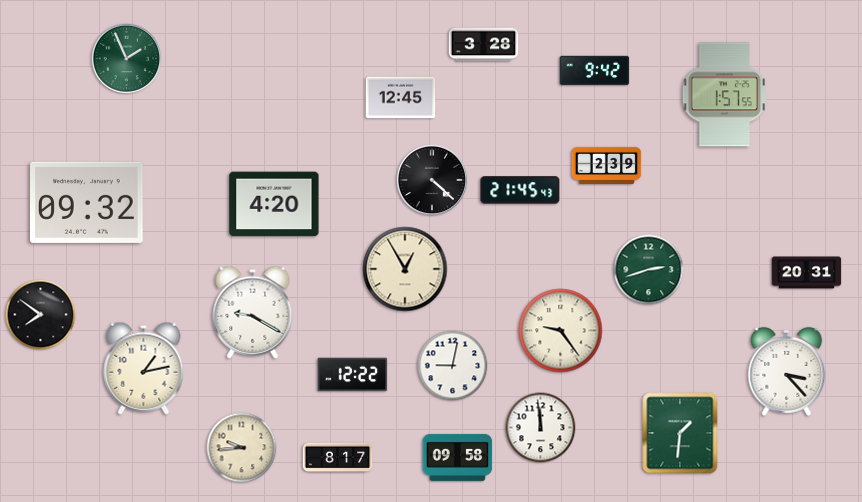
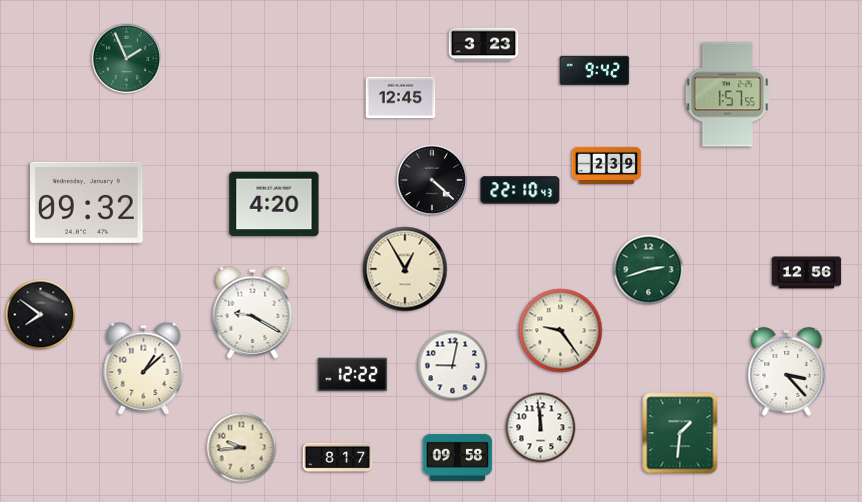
clock at (484, 45): 3:28 -> 3:23
clock at (724, 95) position: (724, 95) -> (727, 95)
clock at (520, 190): 21:45 -> 22:10
clock at (807, 273): 20:31 -> 12:56
clock at (144, 368): 1:13 -> 1:08
